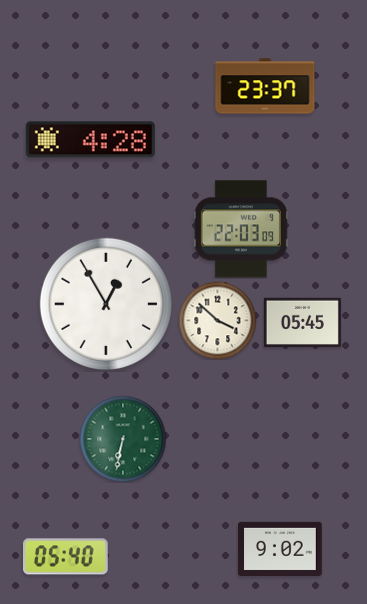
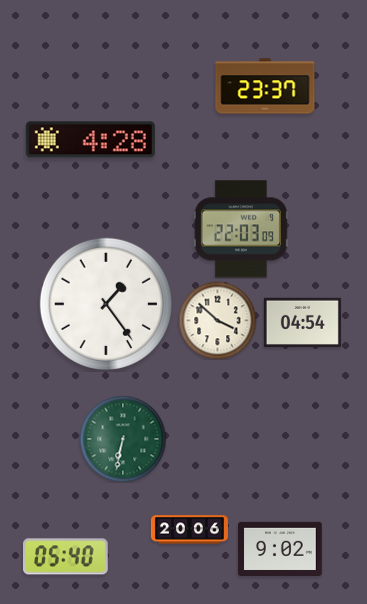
clock at (106, 304): 12:55 -> 1:24
clock at (302, 322): 05:45 -> 04:54
clock at (189, 530): none -> 20:06
